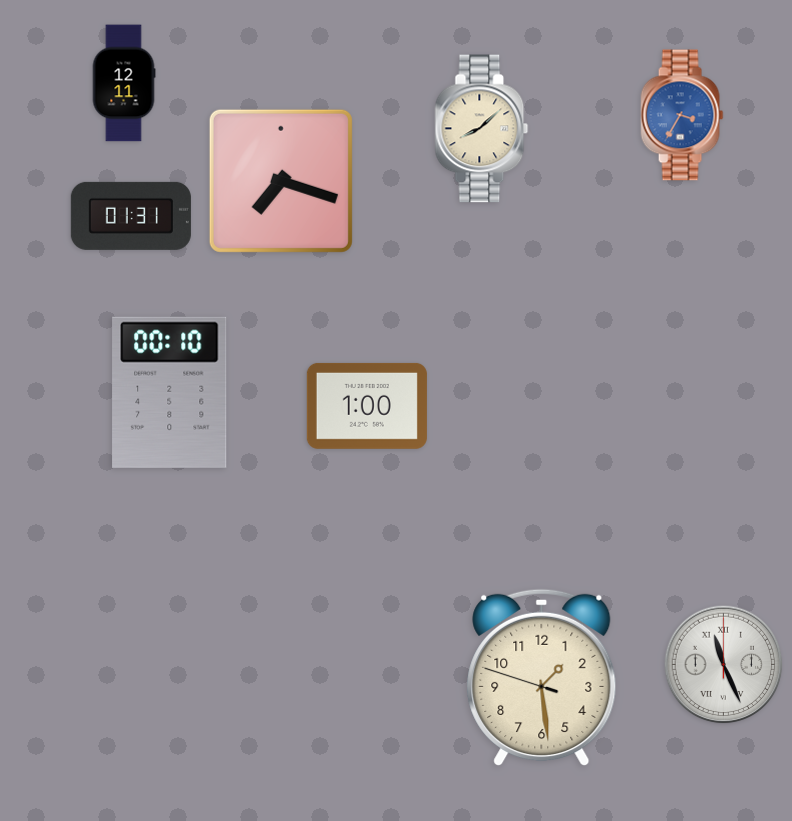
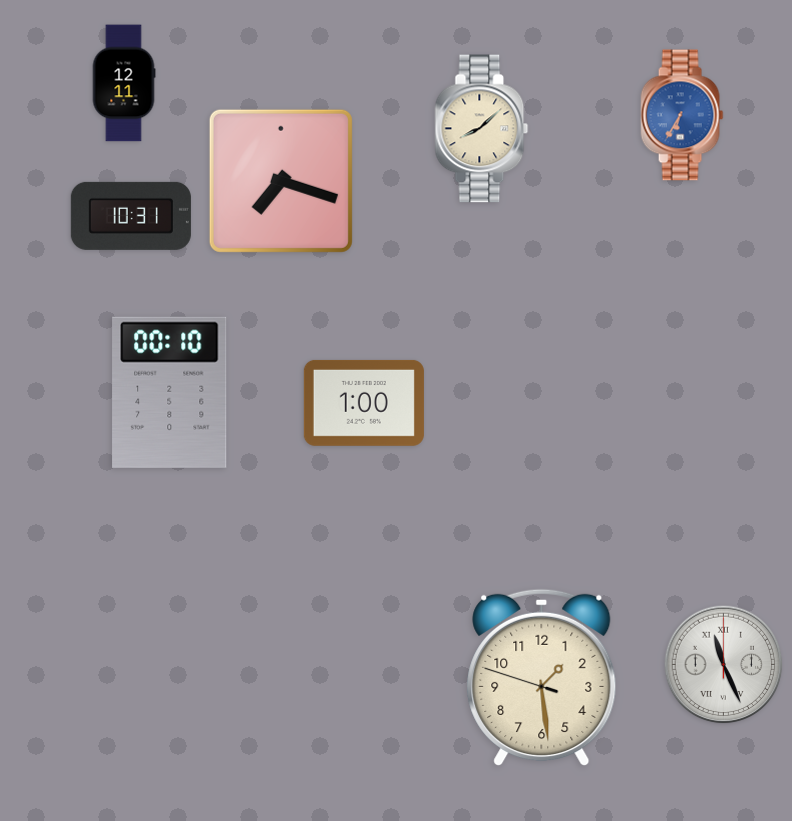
clock at (682, 115): 3:35 -> 6:35
clock at (131, 216): 01:31 -> 10:31
clock at (367, 406) position: (367, 406) -> (364, 403)
